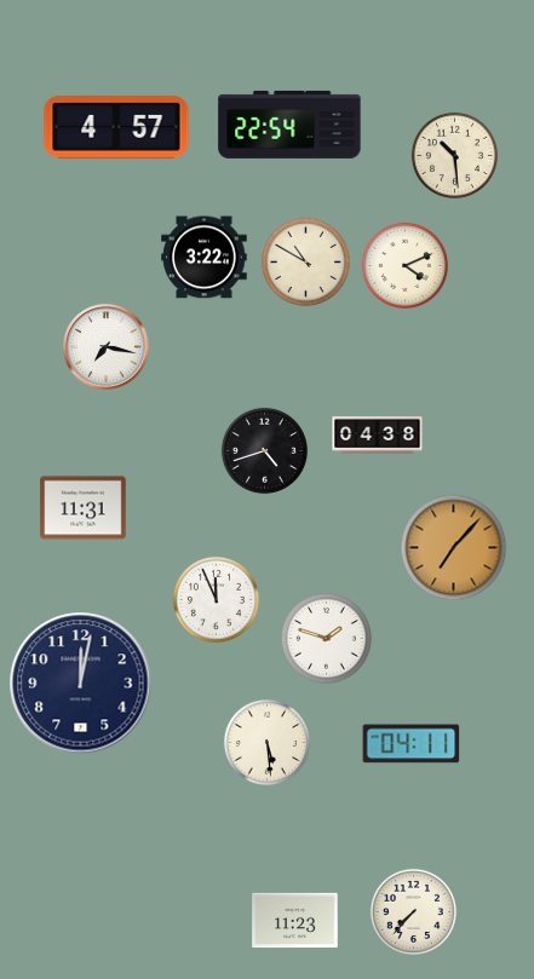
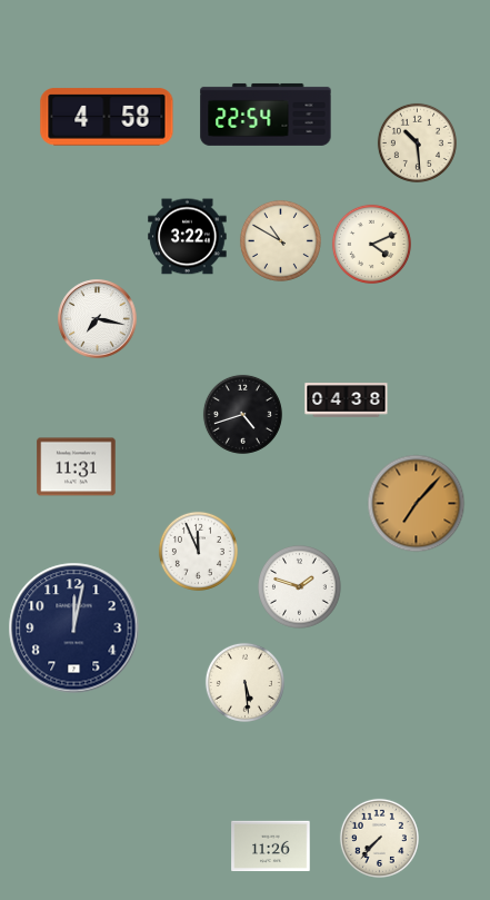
clock at (116, 127): 4:57 -> 4:58
clock at (412, 744): 04:11 -> none
clock at (295, 921): 11:23 -> 11:26
